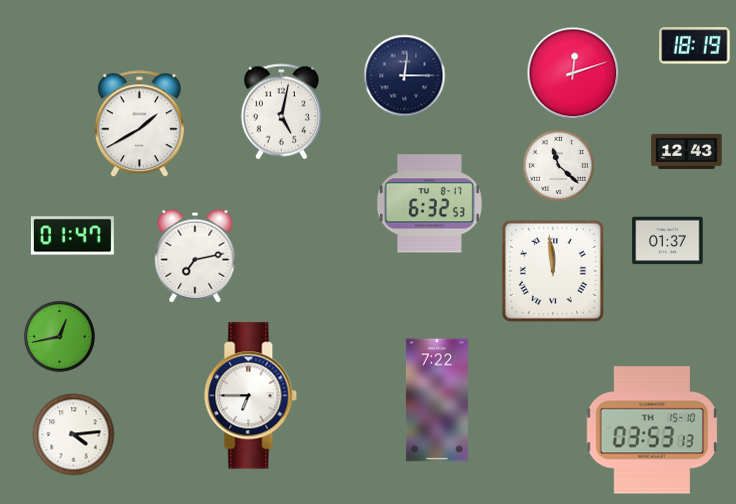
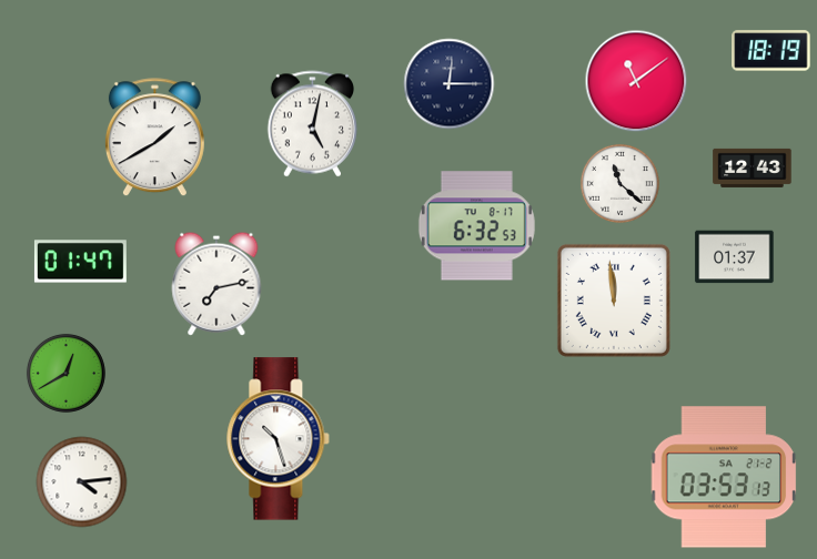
clock at (573, 73): 12:12 -> 11:09
clock at (687, 151) position: (687, 151) -> (753, 167)
clock at (668, 241) position: (668, 241) -> (735, 257)
clock at (59, 336): 12:43 -> 12:40
clock at (251, 396): 6:45 -> 10:27
clock at (437, 400): 7:22 -> none
clock at (652, 430) date: TH 15-10 -> SA 21-2
